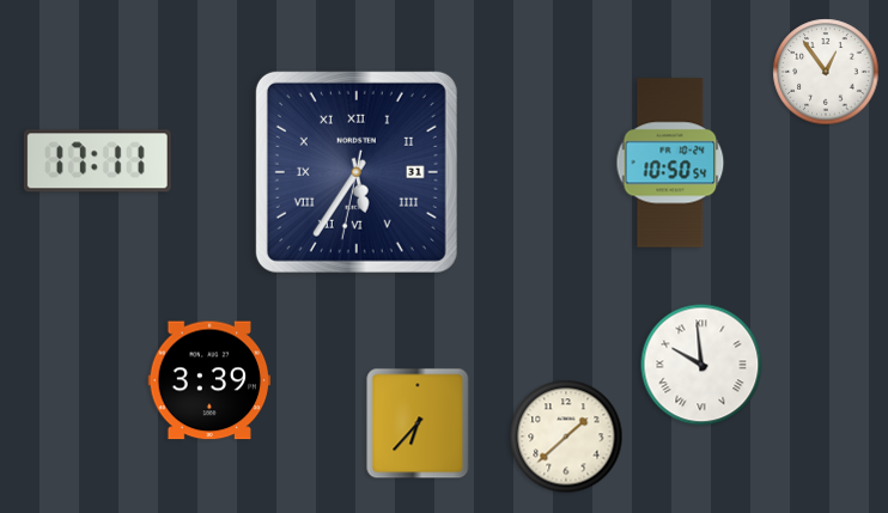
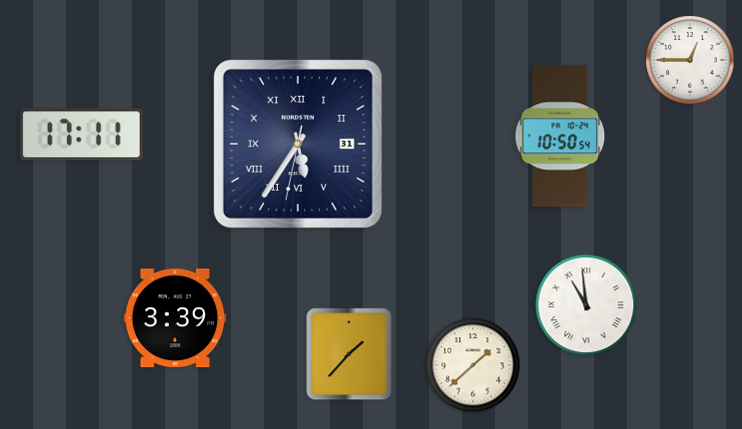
clock at (826, 72): 12:54 -> 12:45
clock at (701, 365): 9:59 -> 10:59
clock at (418, 423): 6:37 -> 1:37
